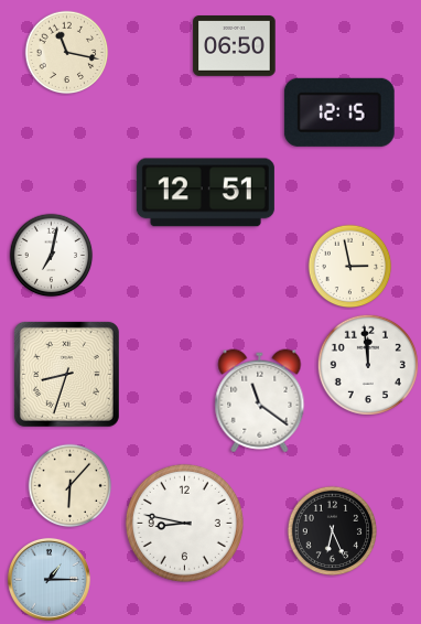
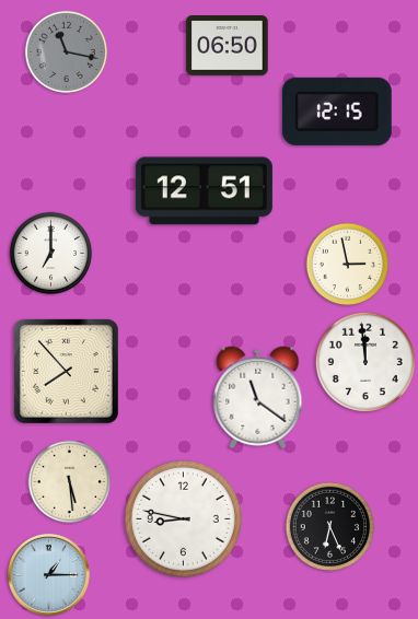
clock at (235, 46) position: (235, 46) -> (228, 46)
clock at (67, 53) dial: cream -> grey
clock at (52, 256): 7:02 -> 7:00
clock at (66, 374): 8:33 -> 7:53
clock at (71, 486): 6:07 -> 5:29
